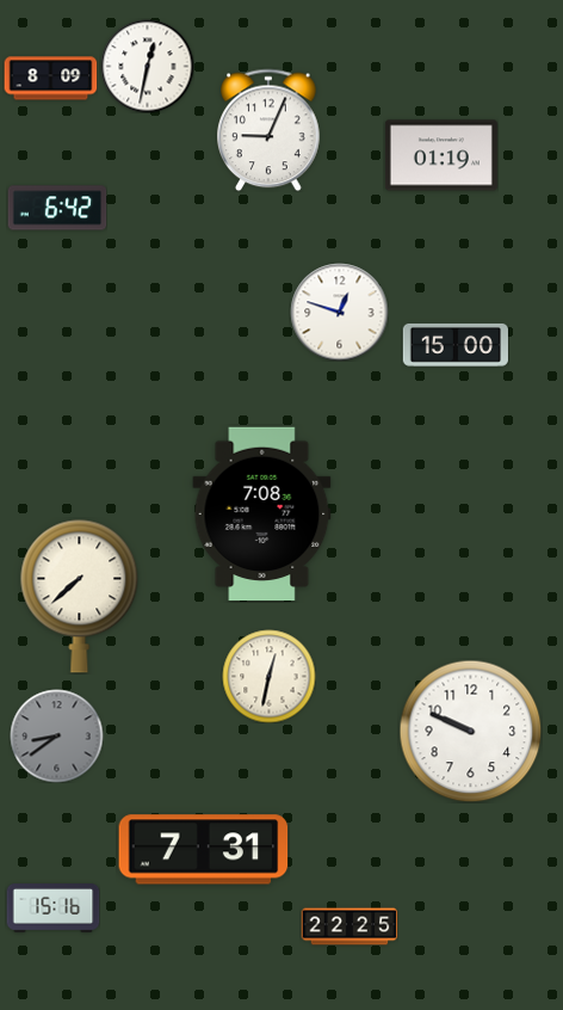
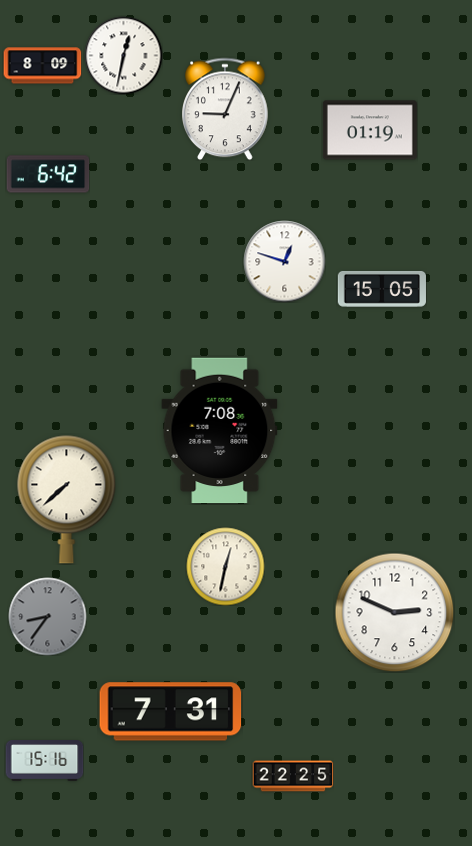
clock at (456, 345): 15:00 -> 15:05
clock at (470, 731): 9:49 -> 2:49
clock at (56, 735): 8:39 -> 8:36
